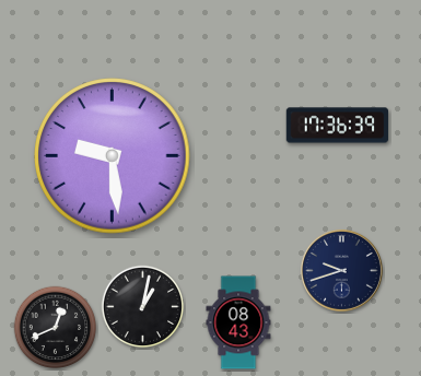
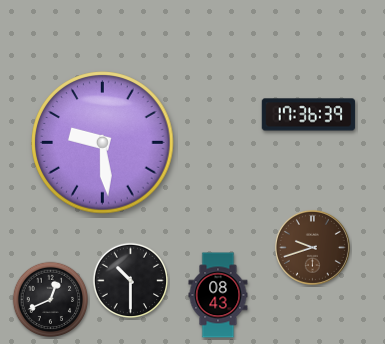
clock at (341, 270) dial: navy -> brown
clock at (143, 307): 1:02 -> 10:30
